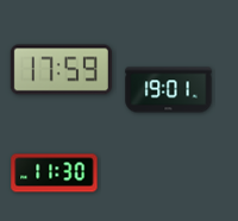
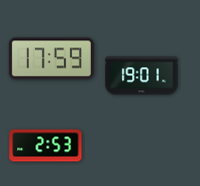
clock at (55, 173): 11:30 -> 2:53
